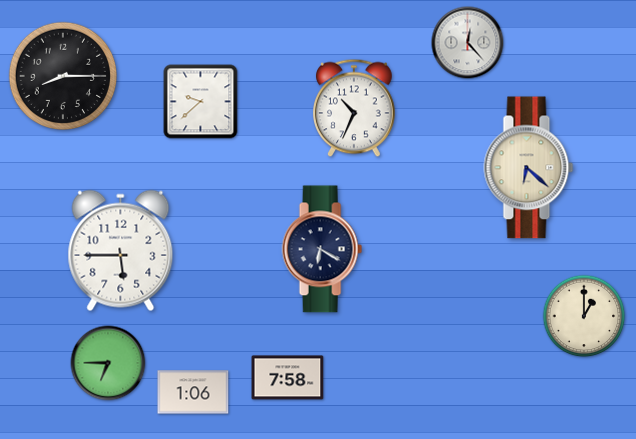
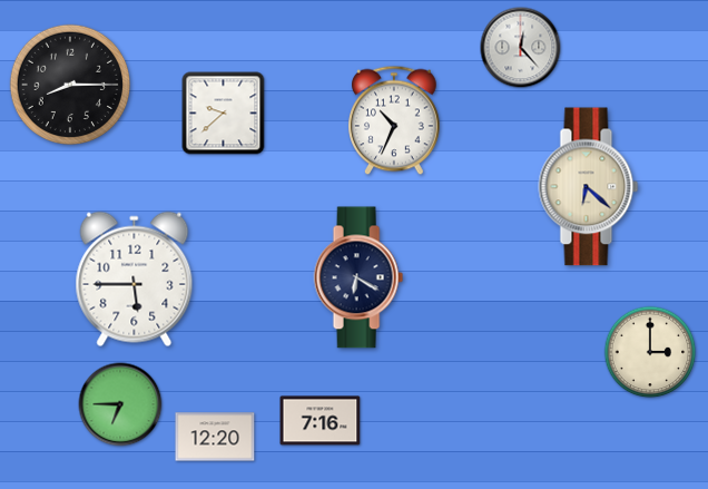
clock at (584, 316): 1:00 -> 3:00
clock at (288, 378): 7:58 -> 7:16
clock at (193, 392): 1:06 -> 12:20
